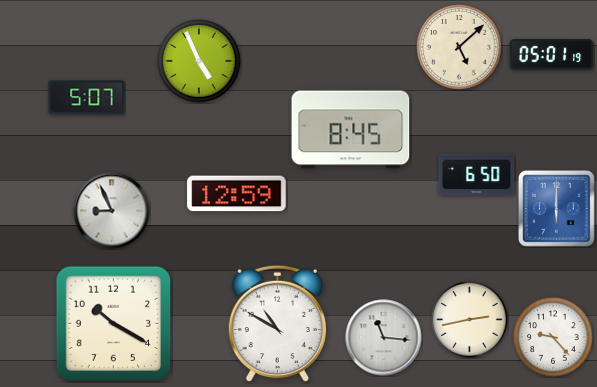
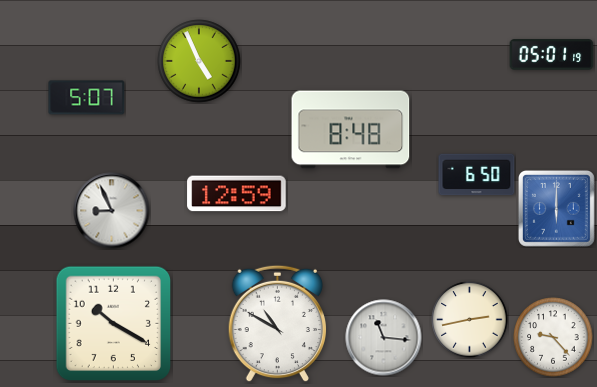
clock at (459, 47): 5:08 -> none
clock at (351, 130): 8:45 -> 8:48
